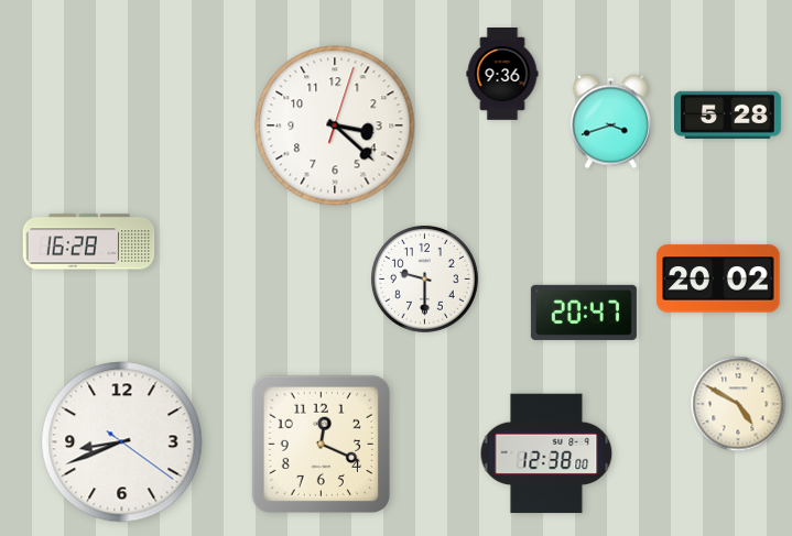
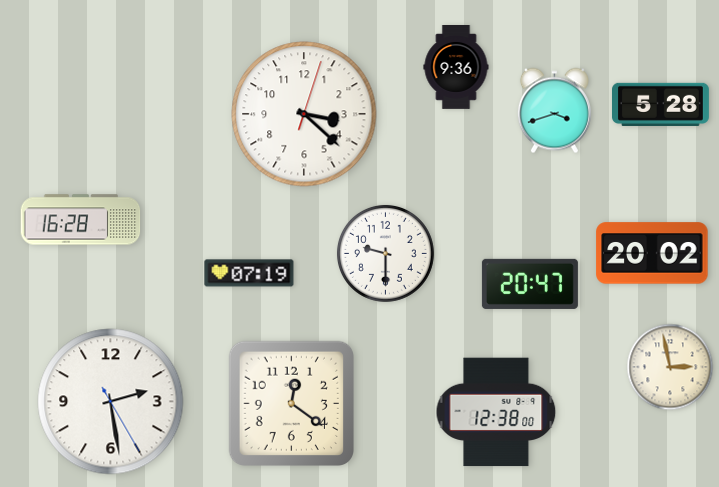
clock at (249, 273): none -> 07:19
clock at (738, 404): 4:50 -> 2:58
clock at (122, 442): 8:41 -> 2:28
clock at (321, 444): 12:19 -> 12:21
